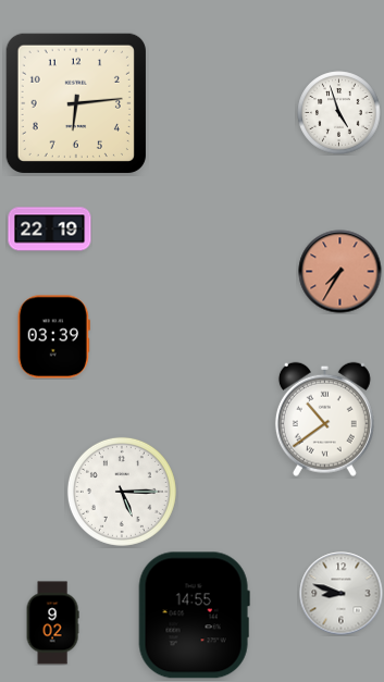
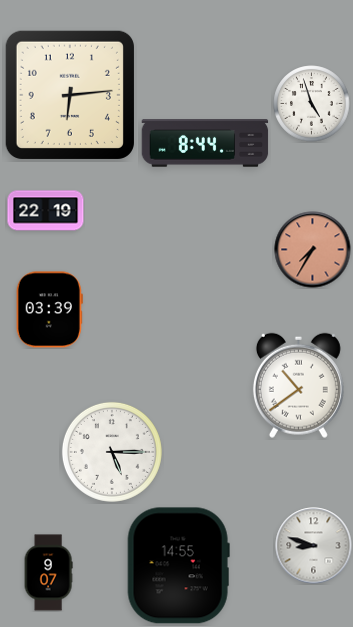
clock at (205, 143): none -> 8:44
clock at (52, 623): 9:02 -> 9:07
